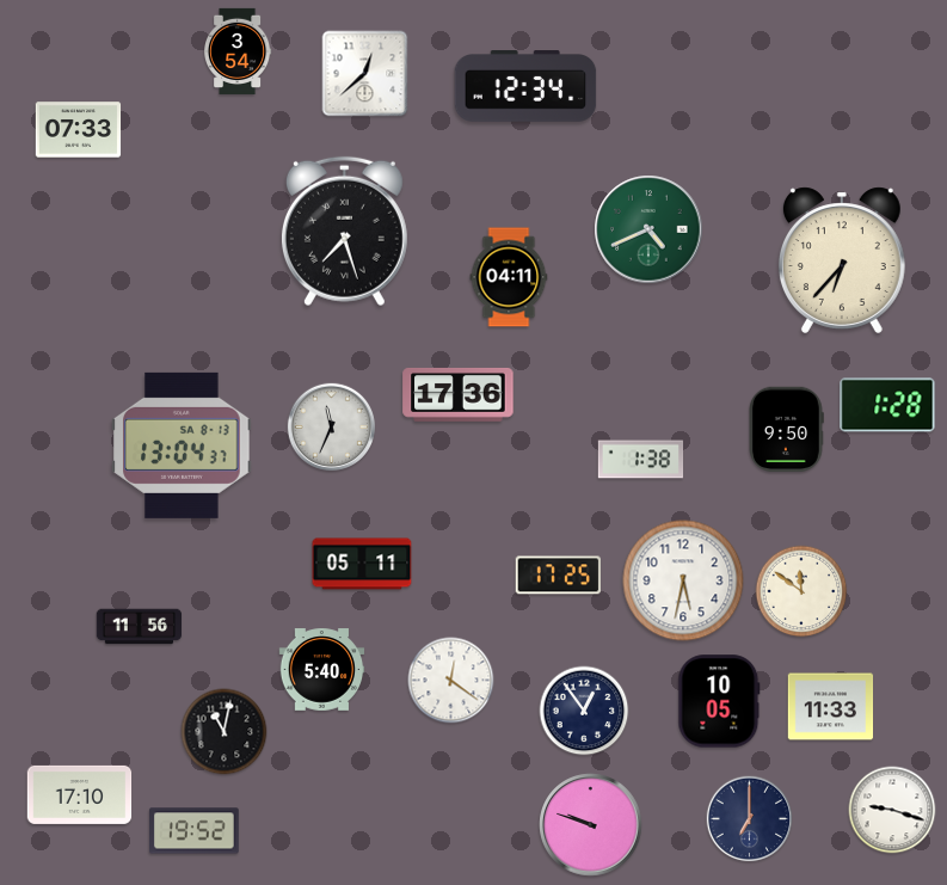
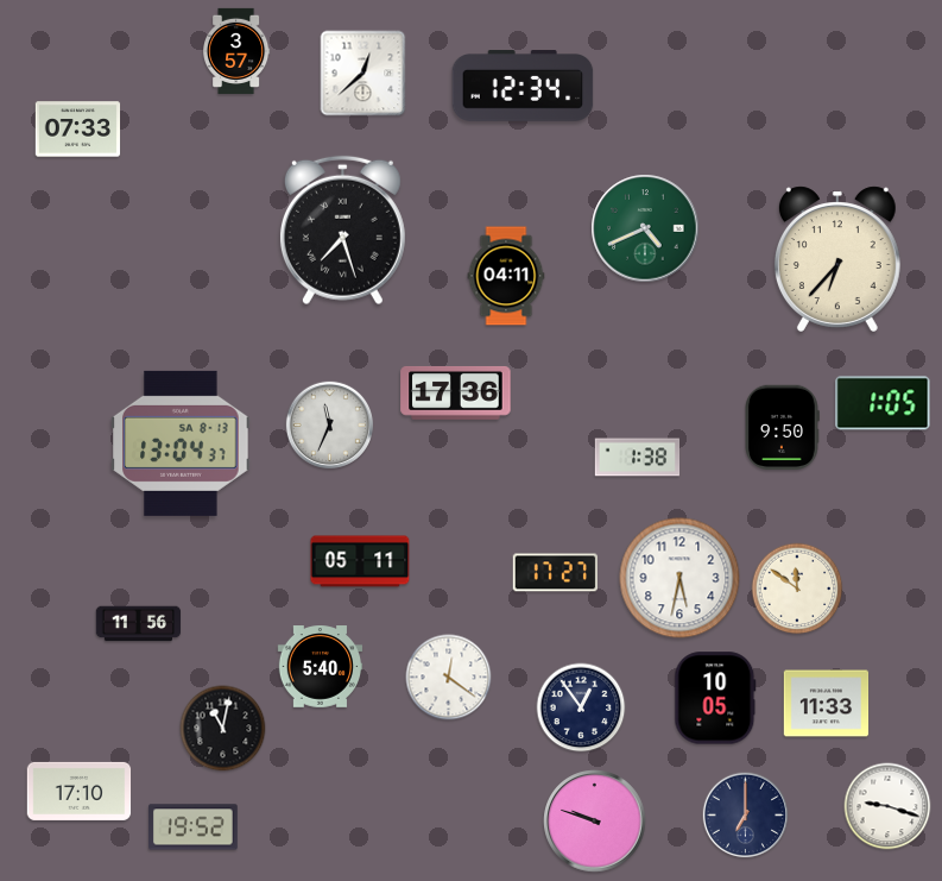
clock at (239, 50): 3:54 -> 3:57
clock at (887, 405): 1:28 -> 1:05
clock at (558, 576): 17:25 -> 17:27
clock at (591, 825) position: (591, 825) -> (595, 822)
